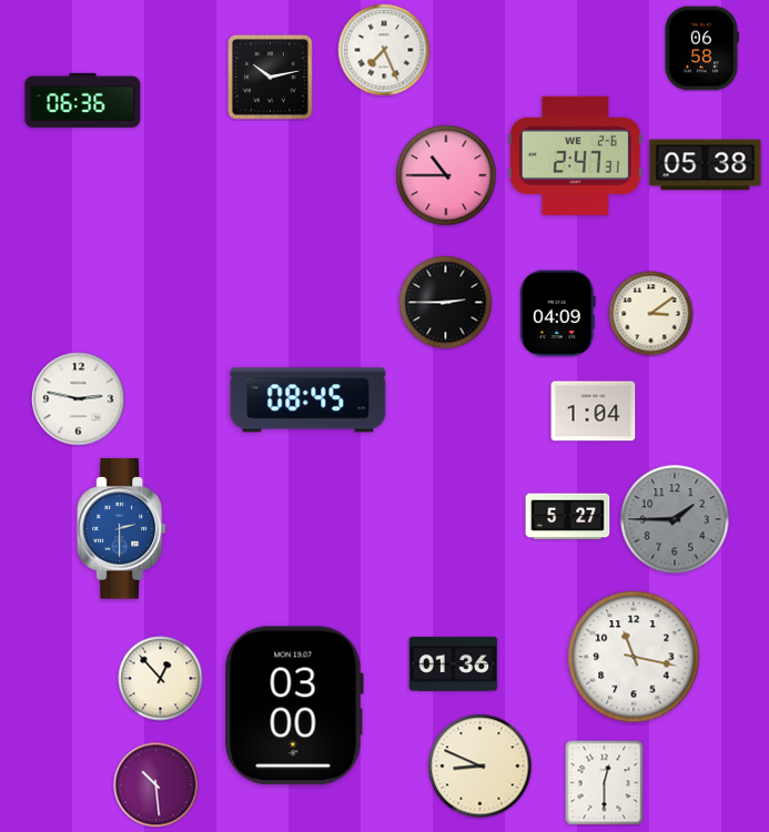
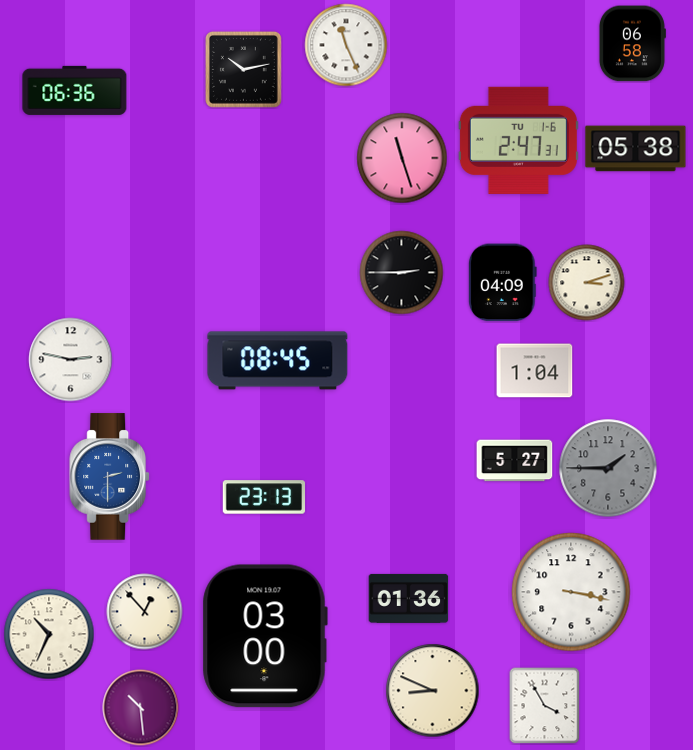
clock at (384, 50): 7:26 -> 11:26
clock at (575, 155) date: WE 2-6 -> TU 1-6
clock at (446, 175): 10:45 -> 11:27
clock at (651, 314): 3:09 -> 3:12
clock at (568, 517) position: (568, 517) -> (515, 461)
clock at (264, 497): none -> 23:13
clock at (634, 657): 11:17 -> 3:17
clock at (49, 634): none -> 10:34
clock at (605, 782): 12:30 -> 3:55
